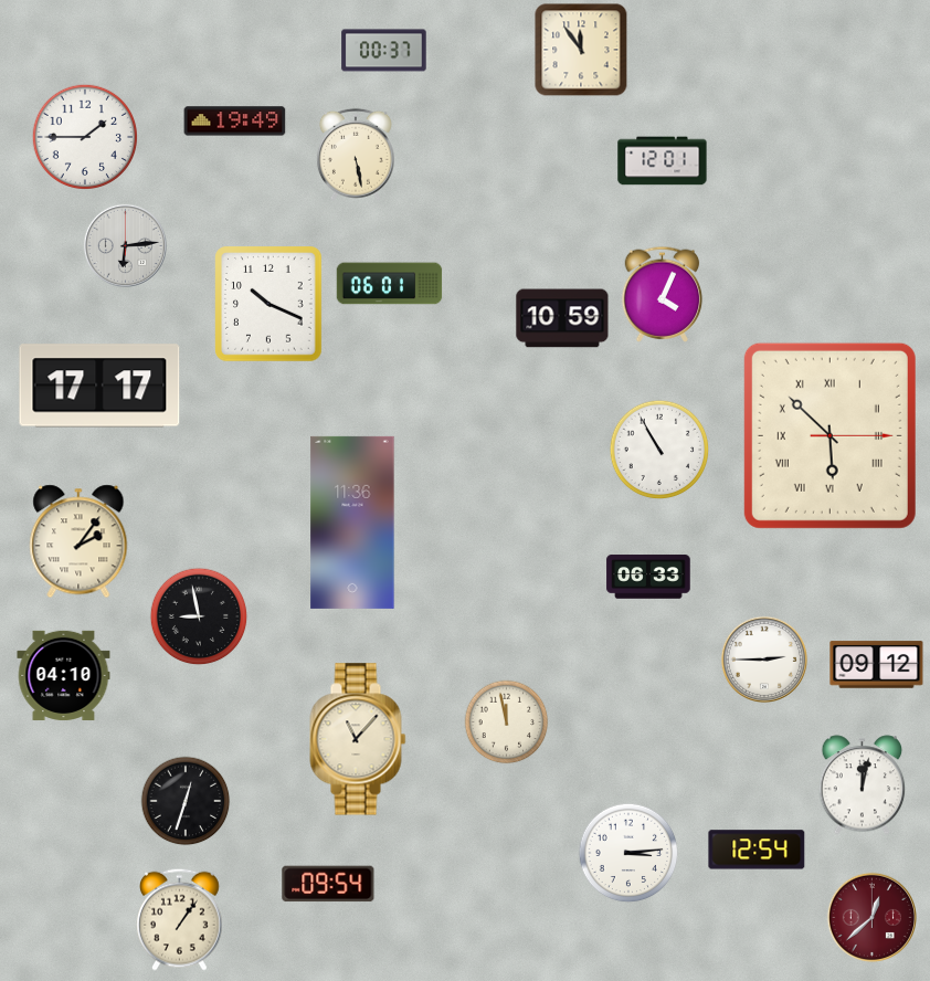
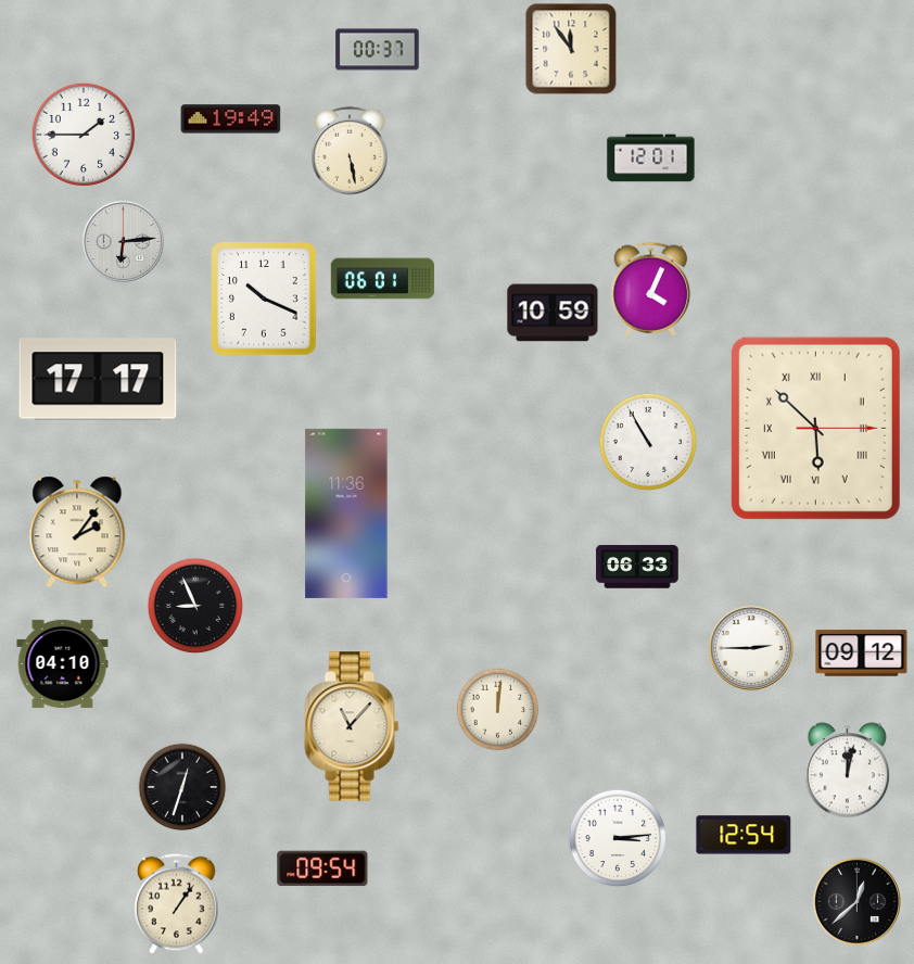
clock at (199, 616): 8:58 -> 8:56
clock at (507, 722): 11:58 -> 12:01
clock at (871, 917) dial: burgundy -> black
